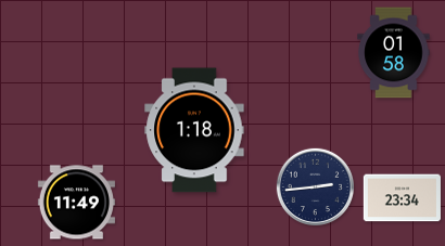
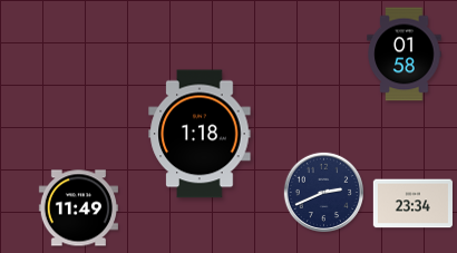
clock at (315, 186): 2:44 -> 2:41
